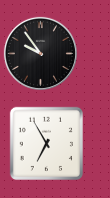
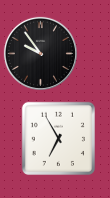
clock at (46, 143) position: (46, 143) -> (58, 138)
